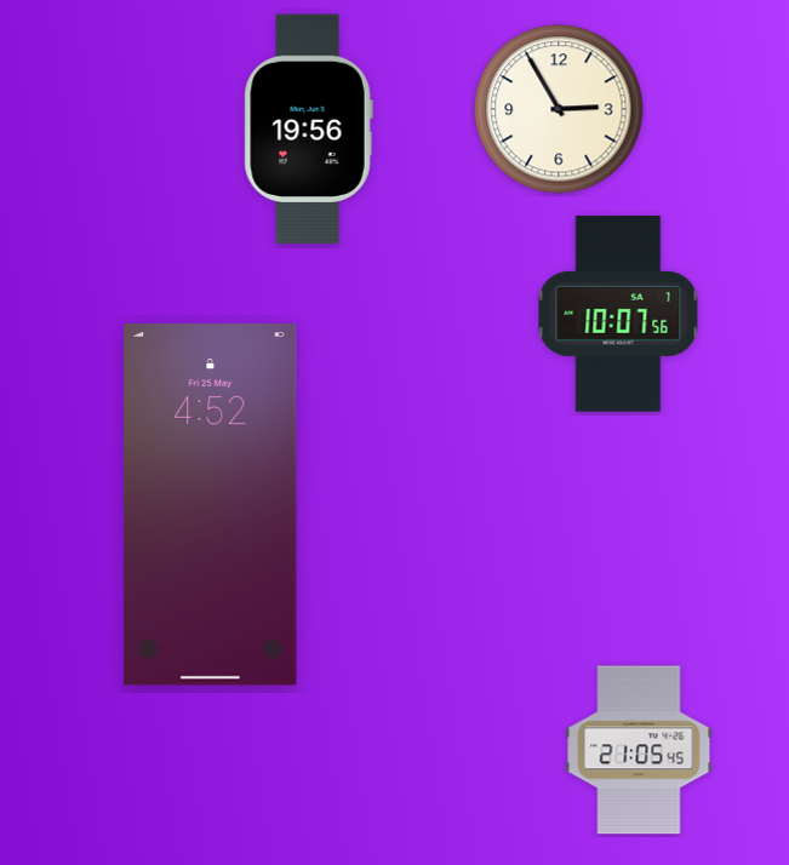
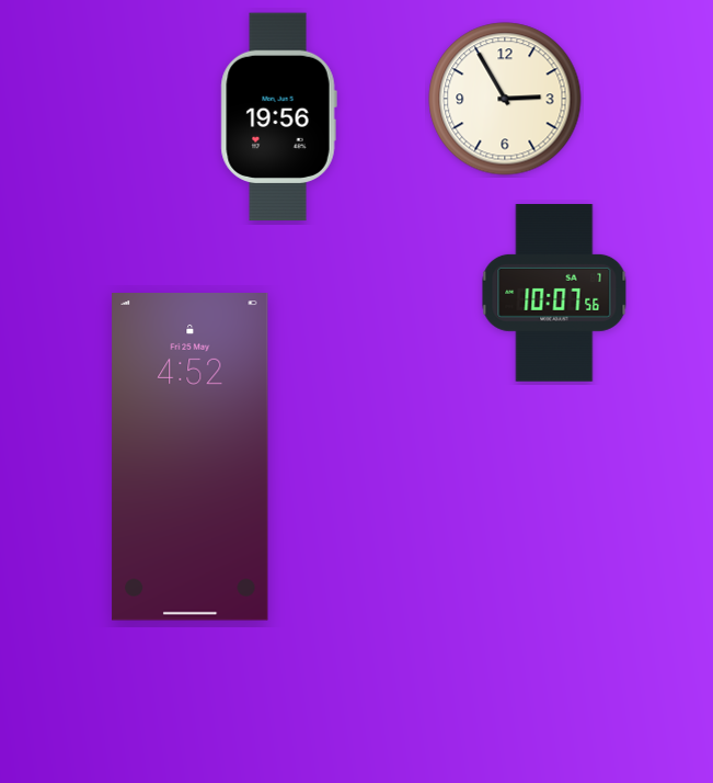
clock at (618, 314) position: (618, 314) -> (554, 293)
clock at (639, 750): 21:05 -> none
